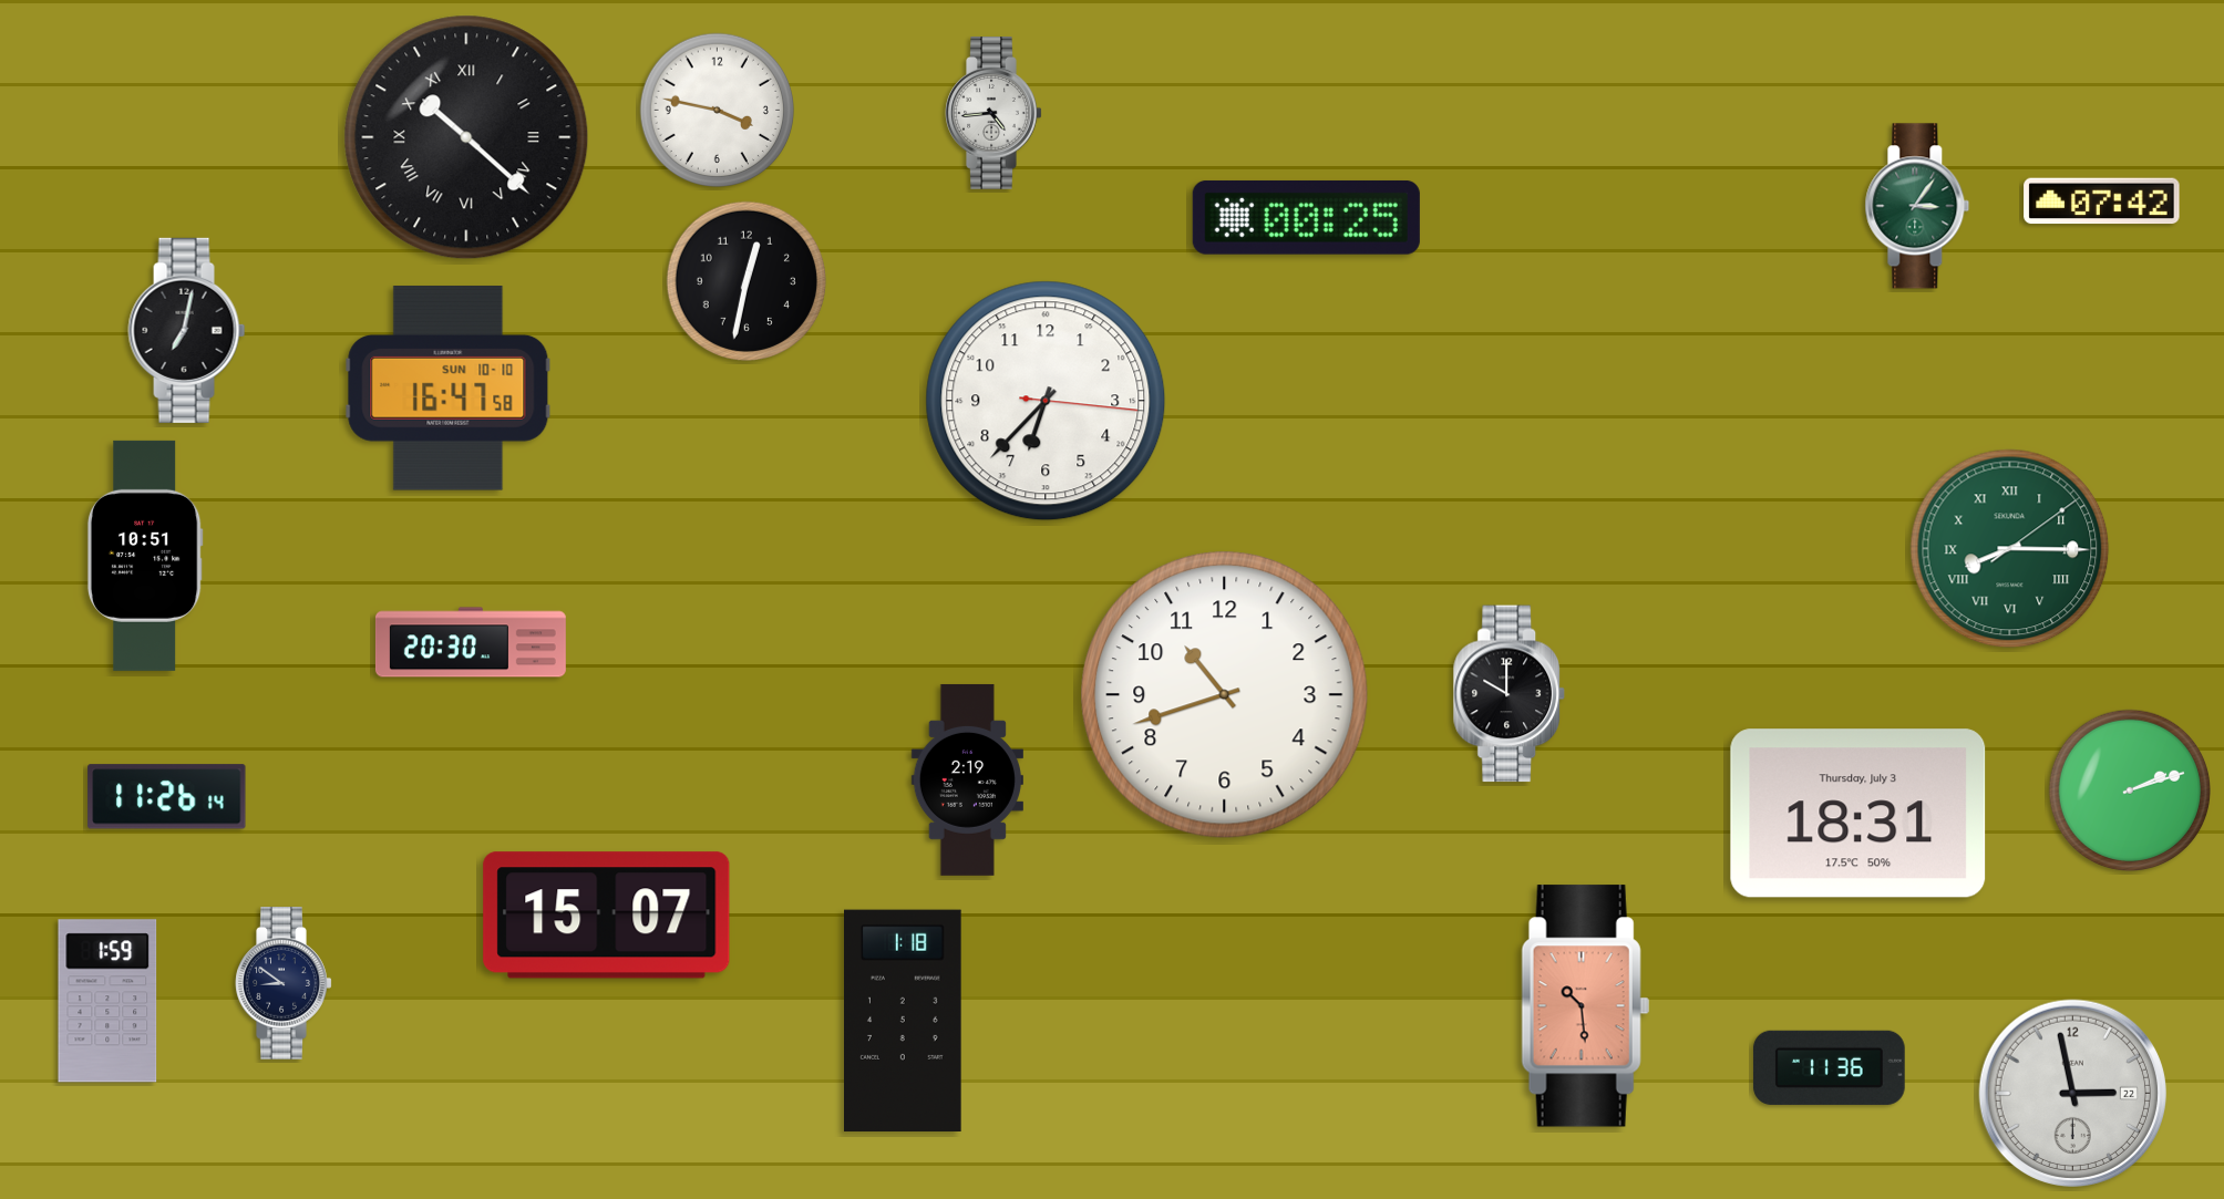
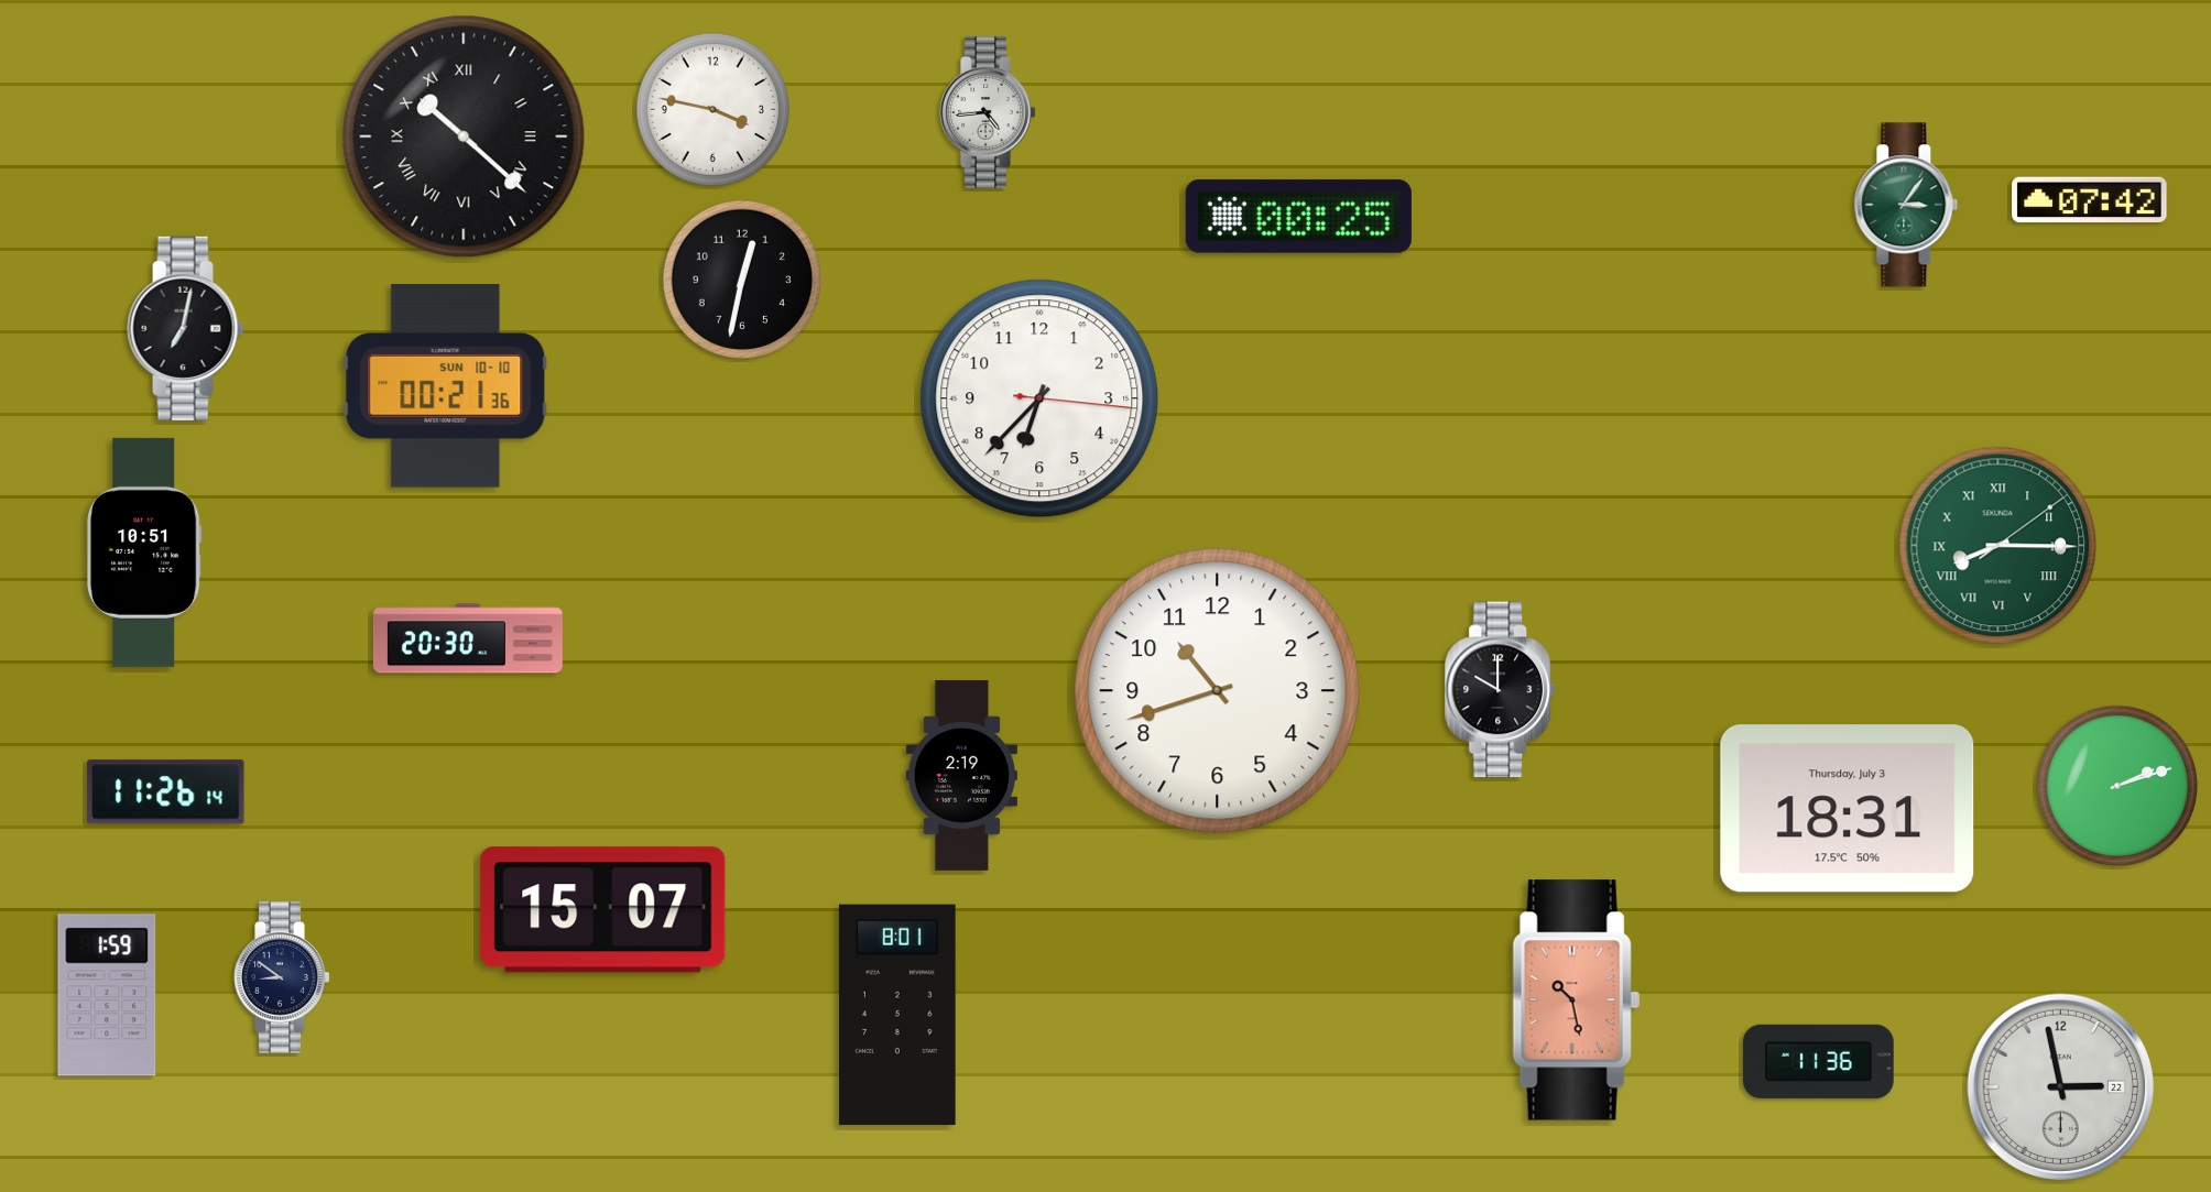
clock at (449, 389): 16:47 -> 00:21
clock at (1585, 1006): 10:29 -> 10:28
clock at (904, 1020): 1:18 -> 8:01
